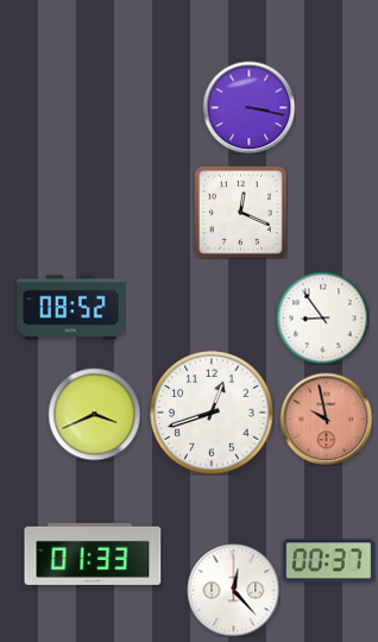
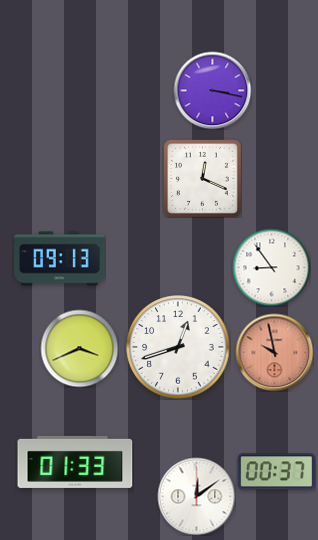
clock at (248, 107) position: (248, 107) -> (212, 90)
clock at (71, 308): 08:52 -> 09:13
clock at (93, 554) position: (93, 554) -> (75, 462)
clock at (233, 590): 12:23 -> 12:09
